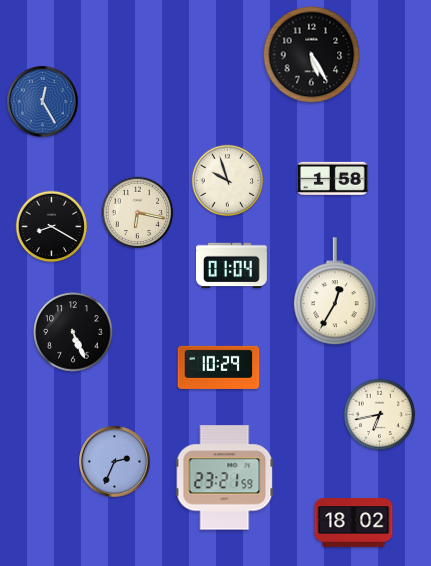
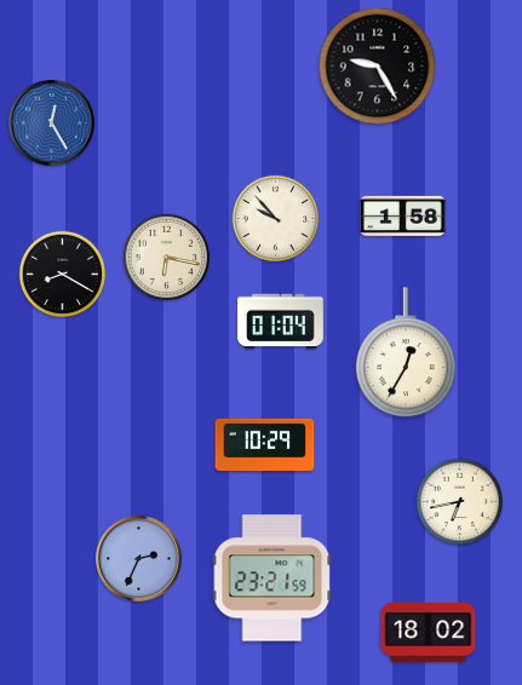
clock at (312, 55): 5:25 -> 9:25
clock at (228, 181): 9:57 -> 9:53
clock at (73, 332): 5:26 -> none
